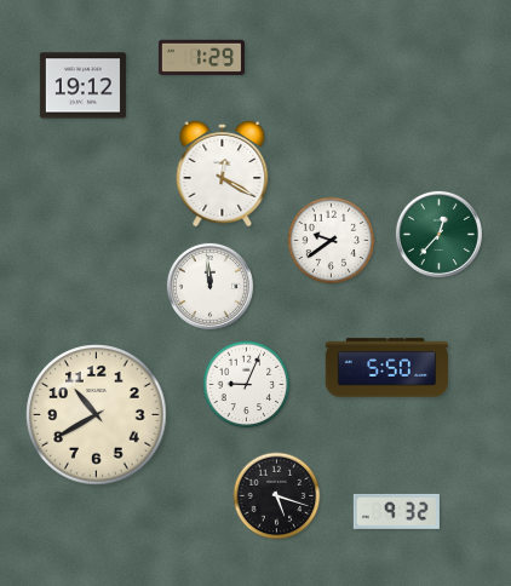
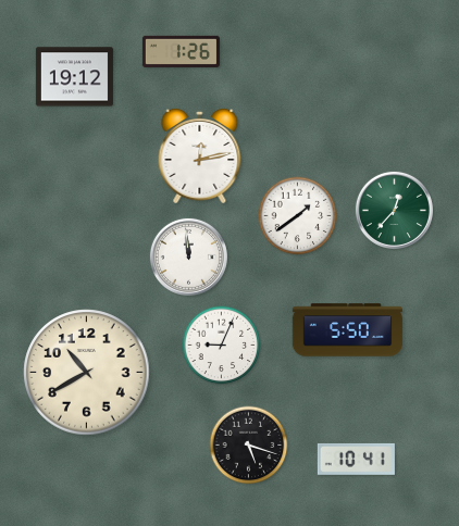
clock at (201, 57): 1:29 -> 1:26
clock at (223, 173): 12:20 -> 12:13
clock at (332, 241): 9:39 -> 1:39
clock at (396, 511): 9:32 -> 10:41
